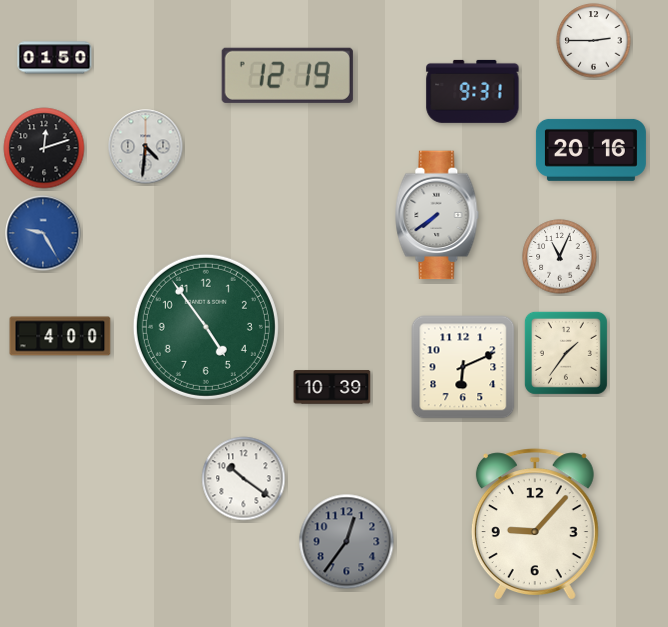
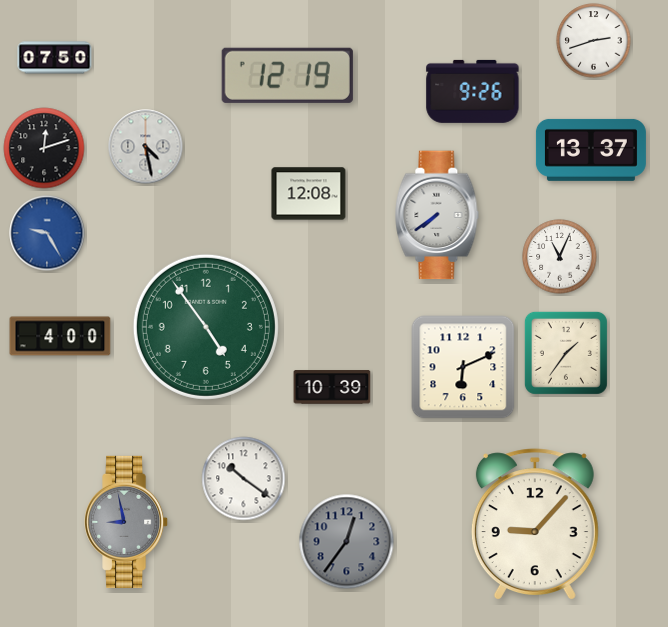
clock at (594, 41): 2:45 -> 2:42
clock at (55, 58): 01:50 -> 07:50
clock at (473, 91): 9:31 -> 9:26
clock at (146, 147): 4:31 -> 4:28
clock at (591, 150): 20:16 -> 13:37
clock at (309, 194): none -> 12:08
clock at (43, 233) position: (43, 233) -> (47, 233)
clock at (127, 522): none -> 8:58
